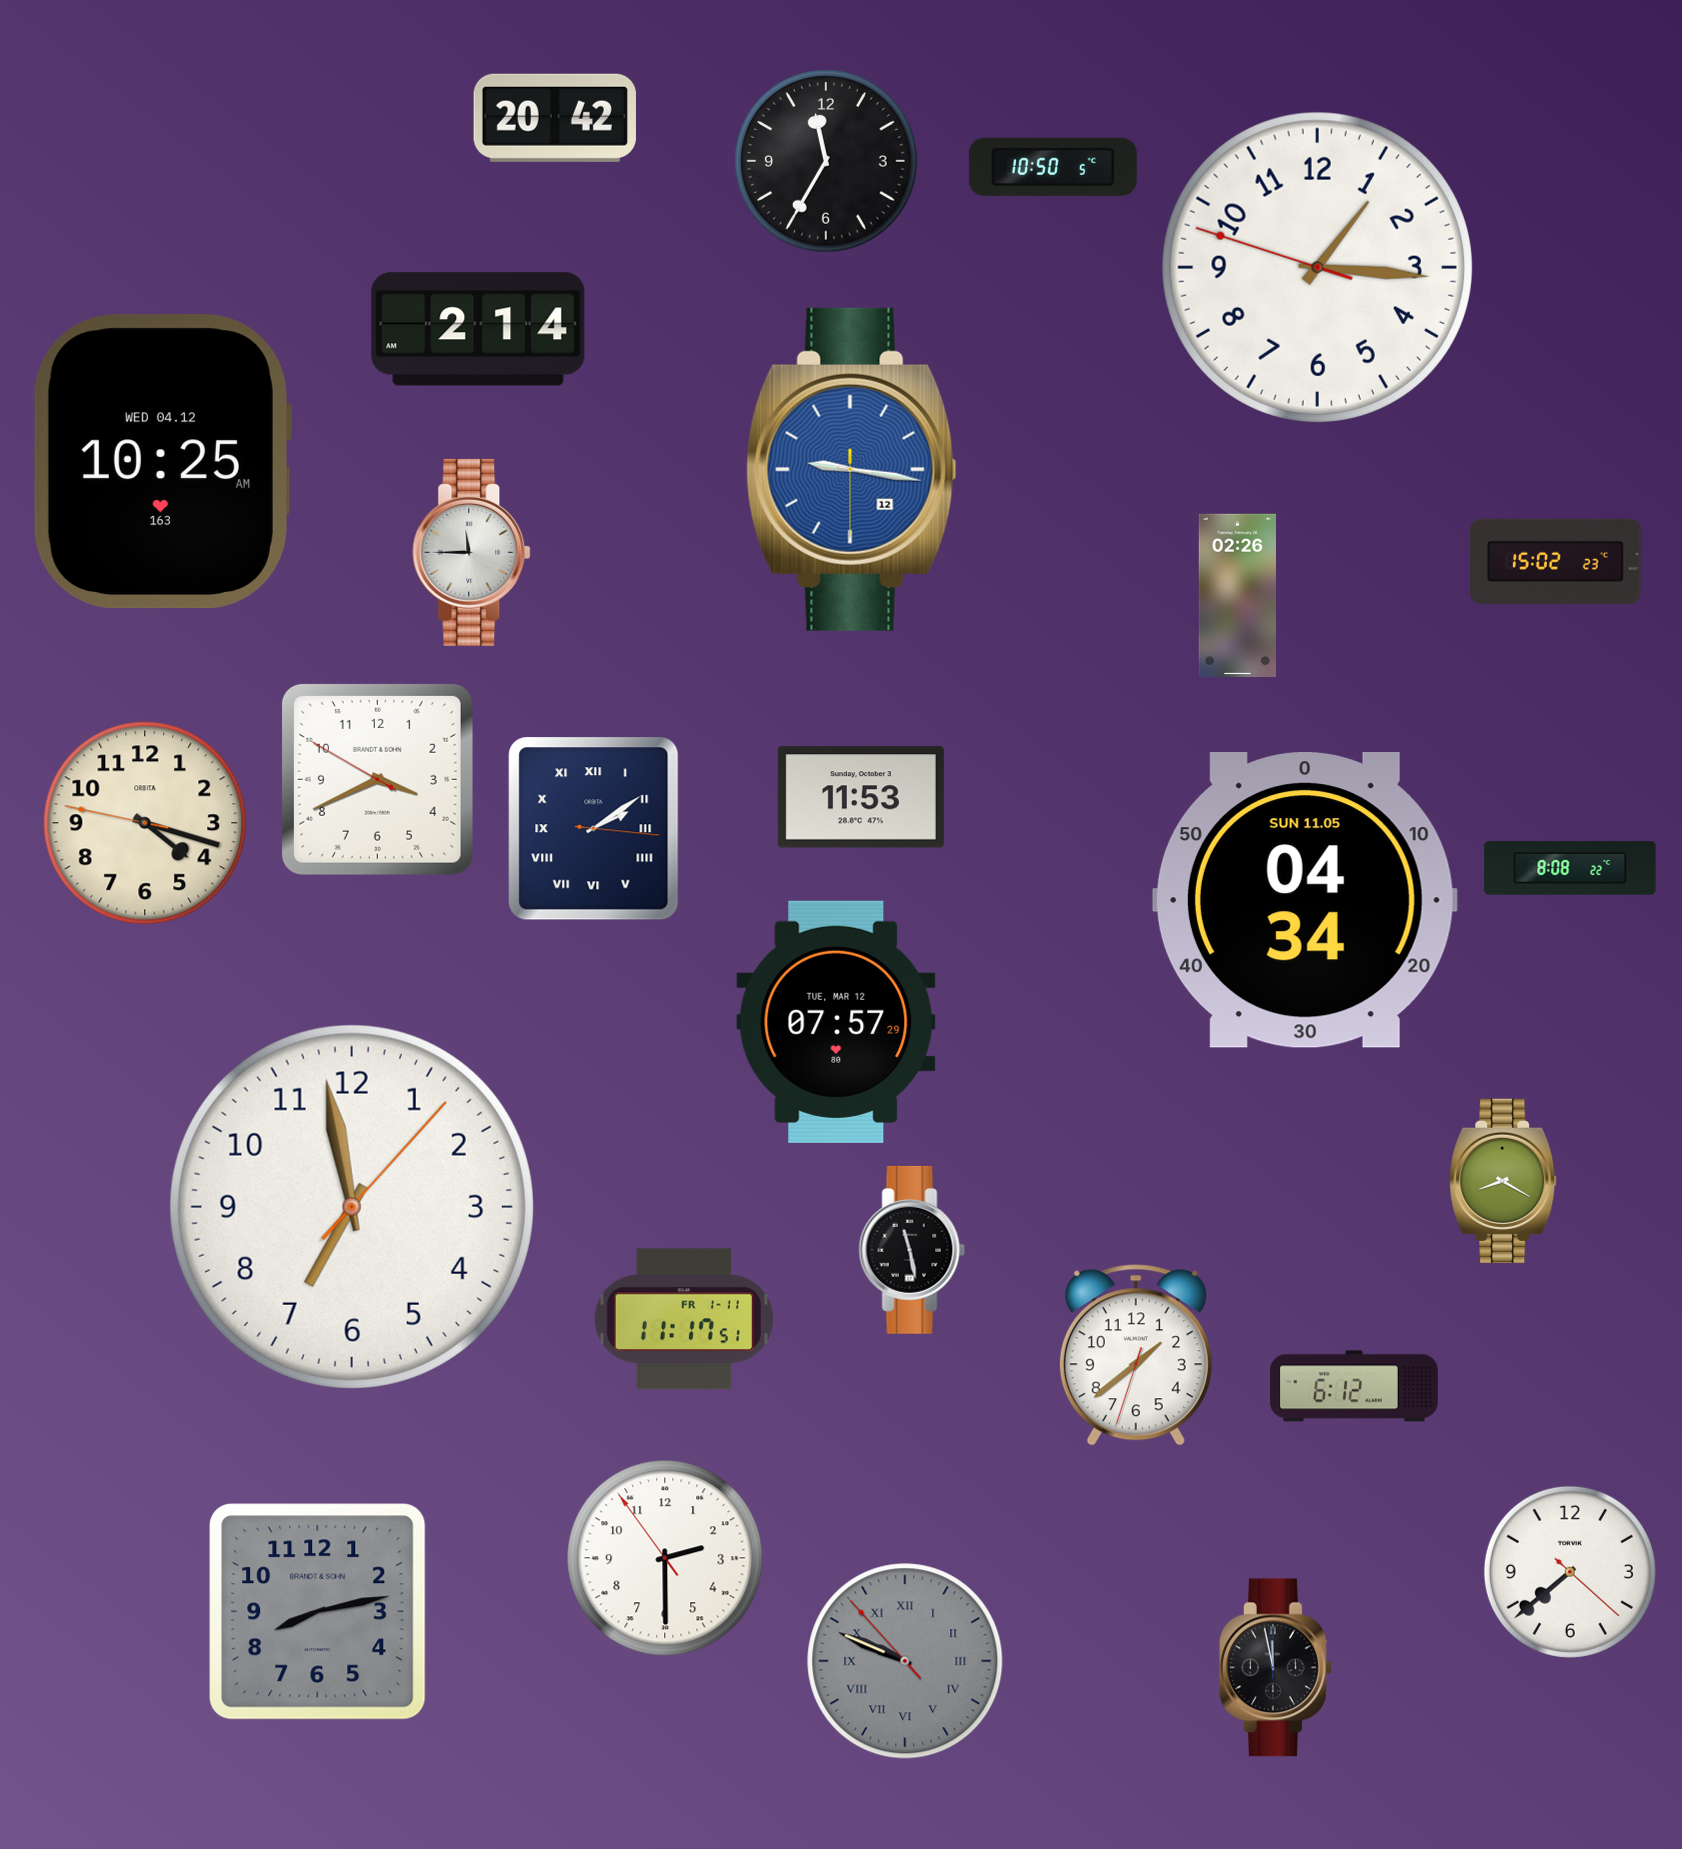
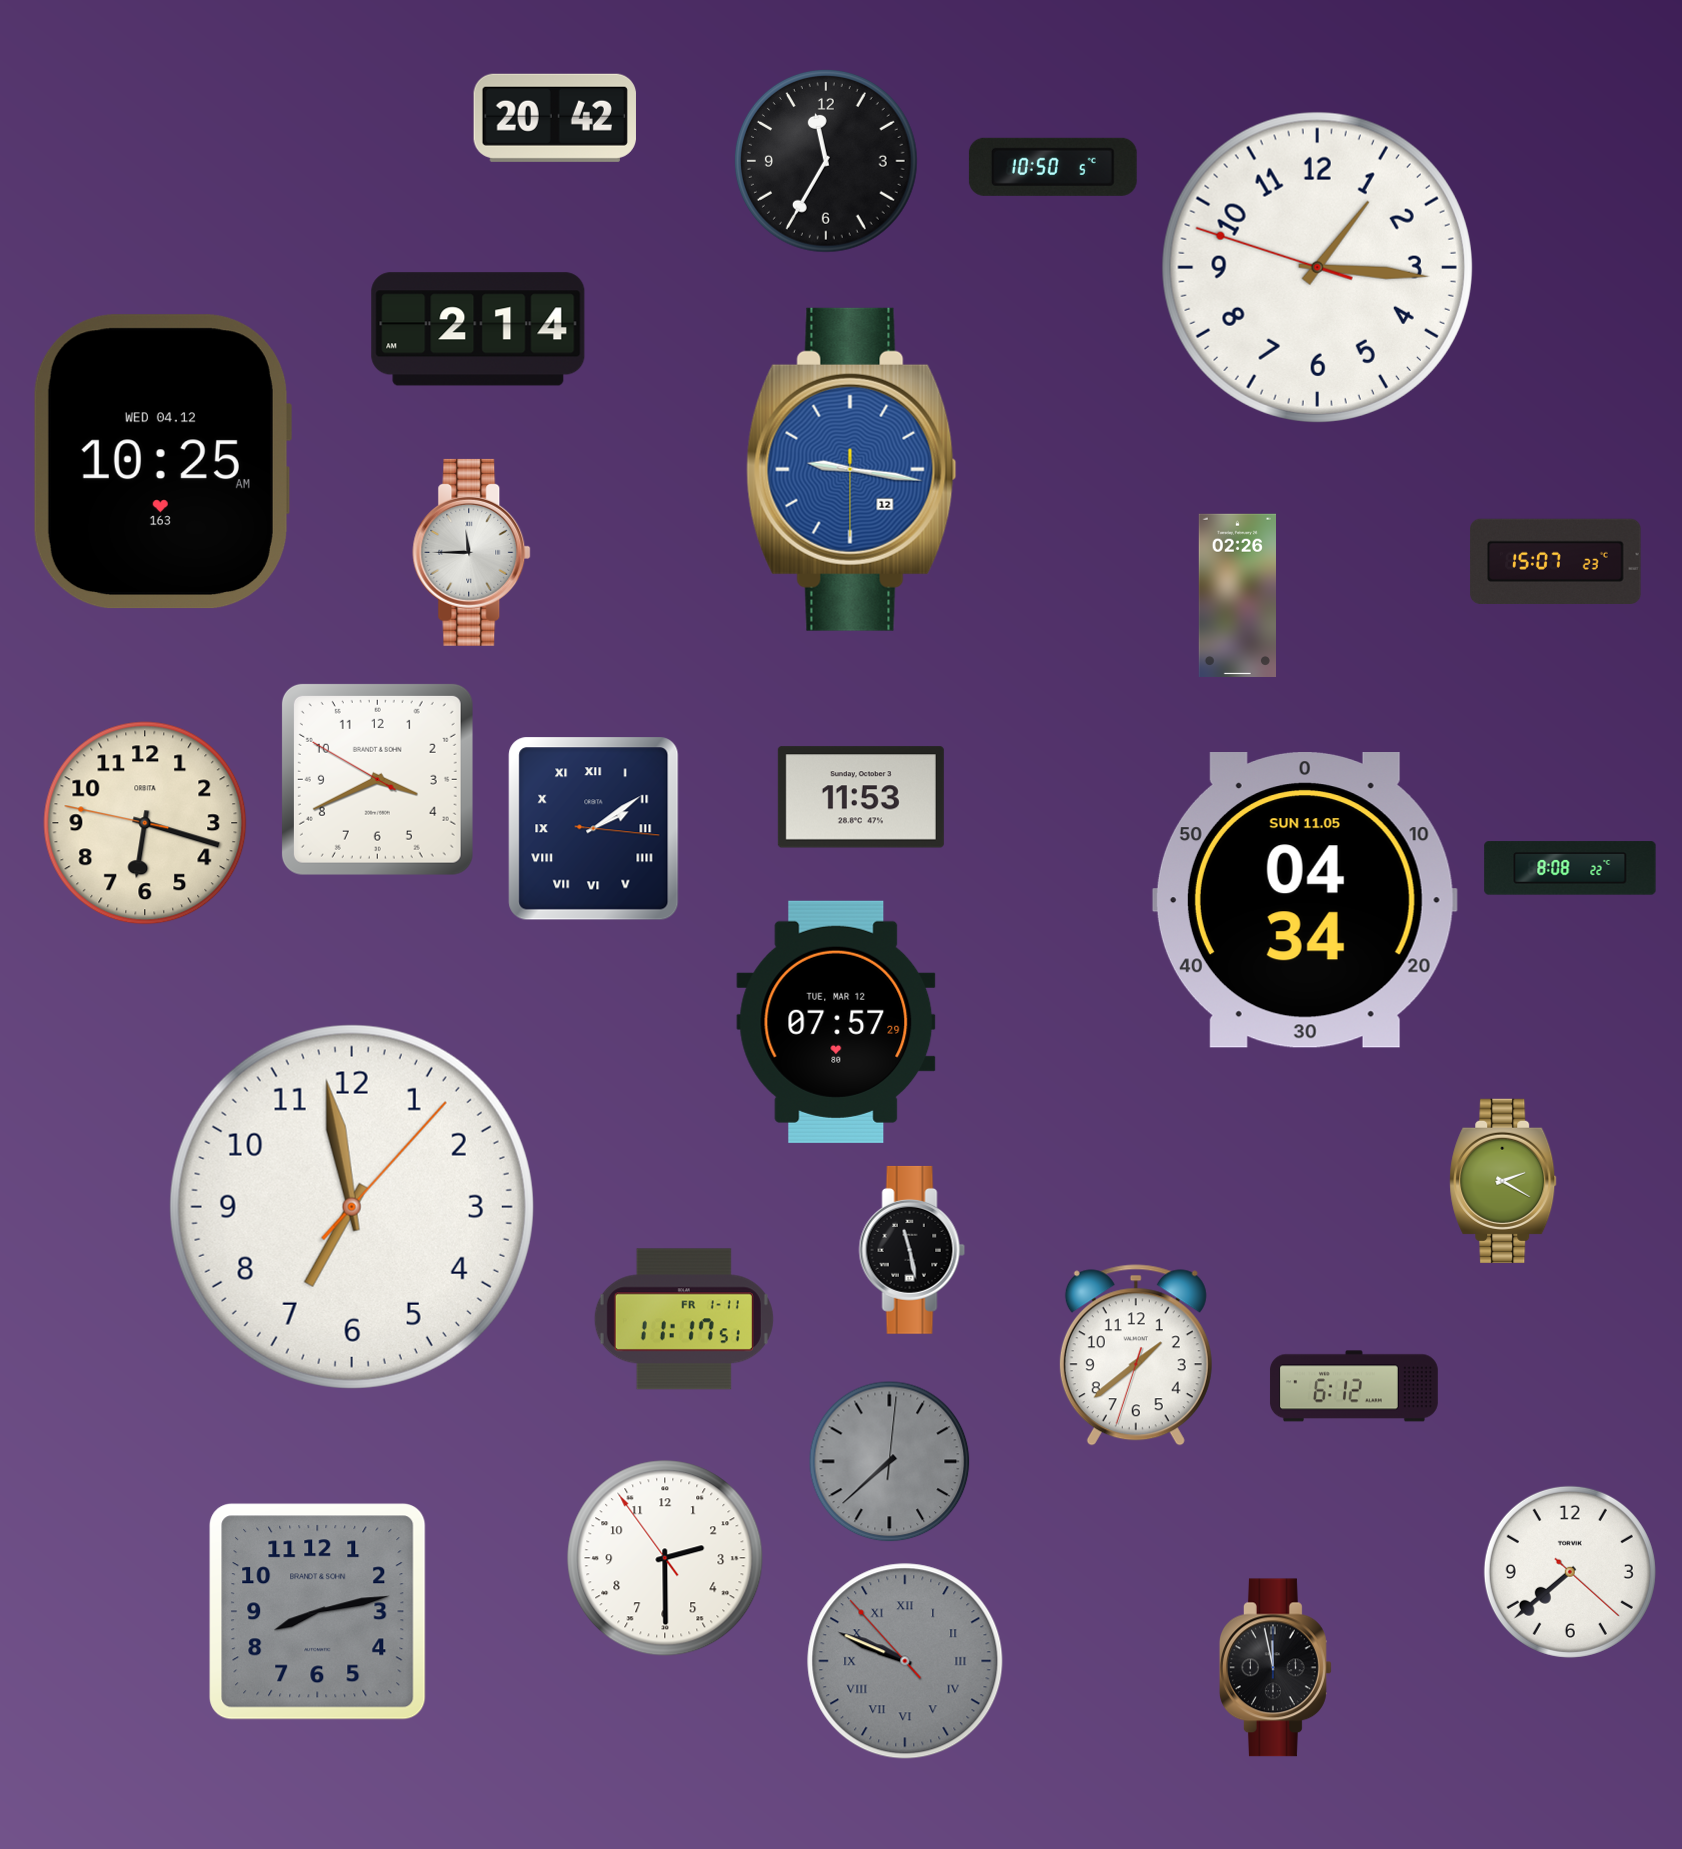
clock at (1556, 561): 15:02 -> 15:07
clock at (145, 823): 4:17 -> 6:17
clock at (1503, 1181): 8:20 -> 2:20
clock at (890, 1462): none -> 7:38
